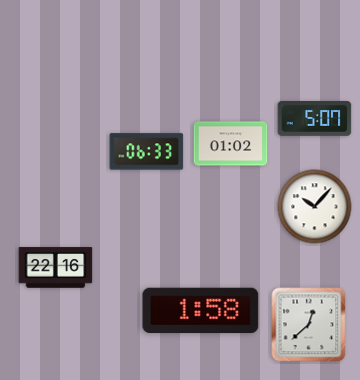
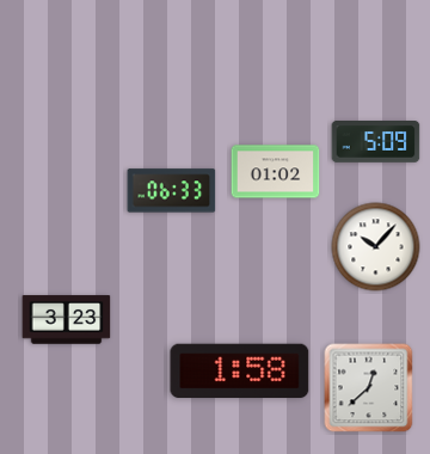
clock at (315, 119): 5:07 -> 5:09
clock at (147, 152) position: (147, 152) -> (172, 191)
clock at (56, 268): 22:16 -> 3:23
